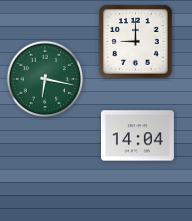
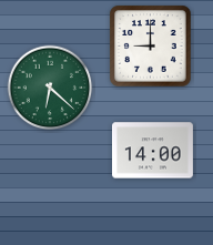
clock at (45, 79): 6:17 -> 6:22
clock at (137, 136): 14:04 -> 14:00
